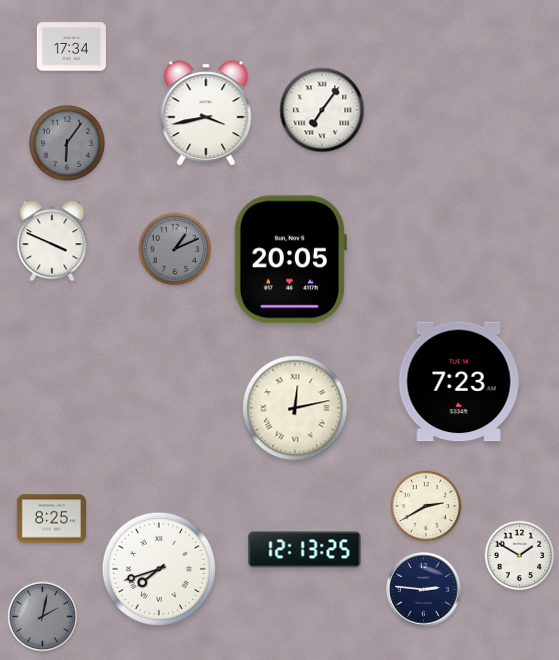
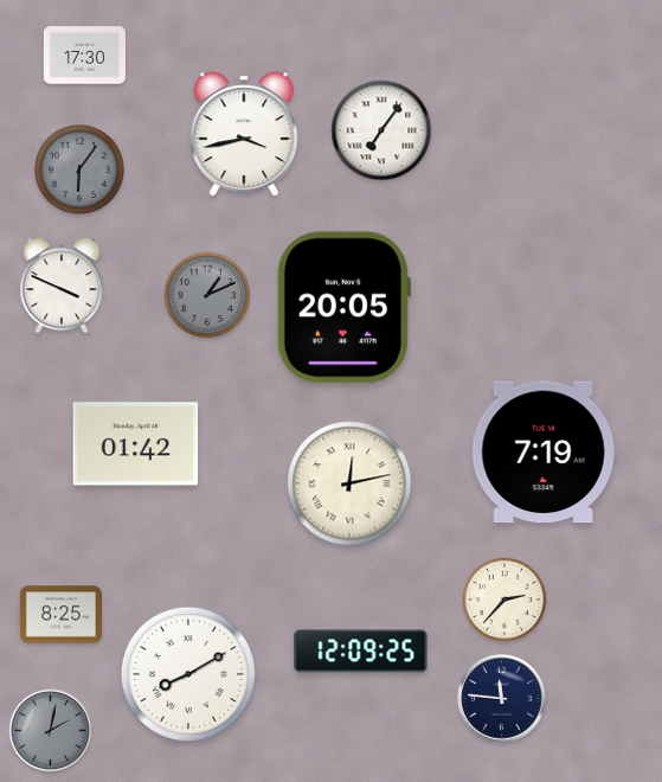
clock at (71, 47): 17:34 -> 17:30
clock at (136, 444): none -> 01:42
clock at (459, 382): 7:23 -> 7:19
clock at (426, 506): 2:40 -> 2:37
clock at (305, 550): 12:13 -> 12:09
clock at (520, 556): 1:50 -> none
clock at (159, 569): 7:42 -> 8:10
clock at (424, 590): 2:46 -> 11:46
